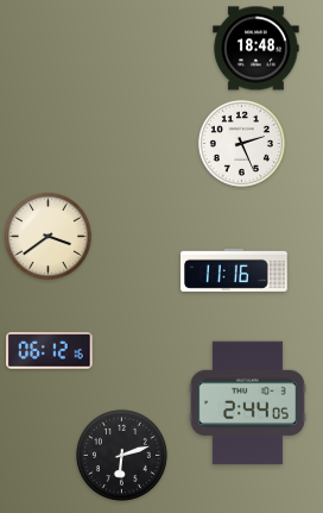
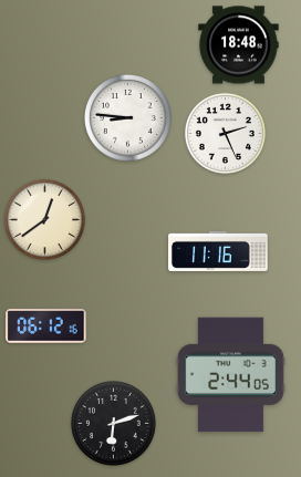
clock at (128, 118): none -> 8:46
clock at (47, 236): 3:39 -> 12:39
